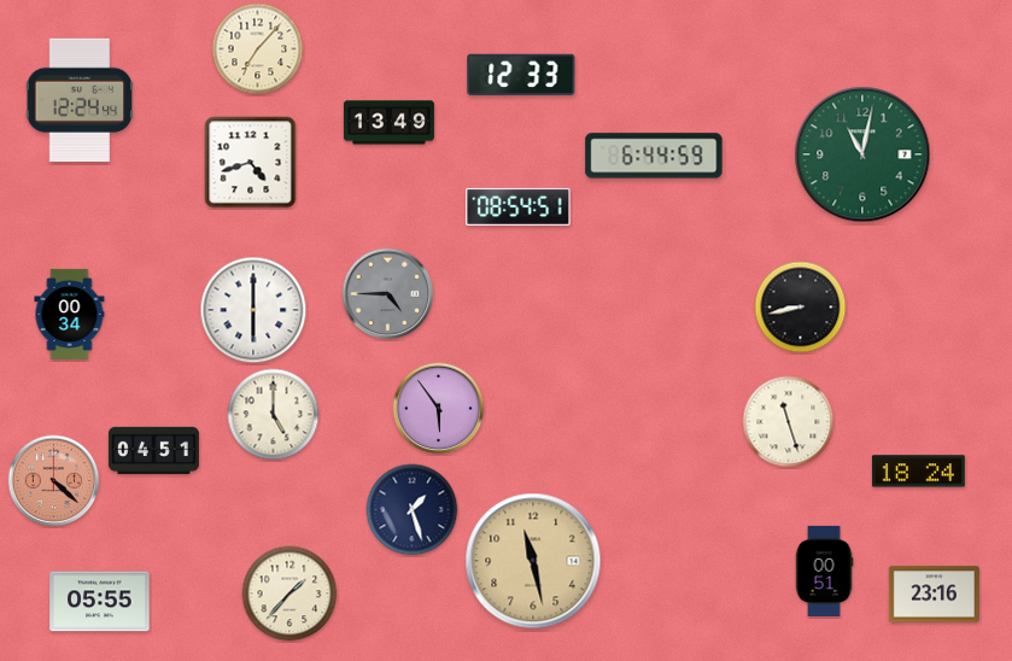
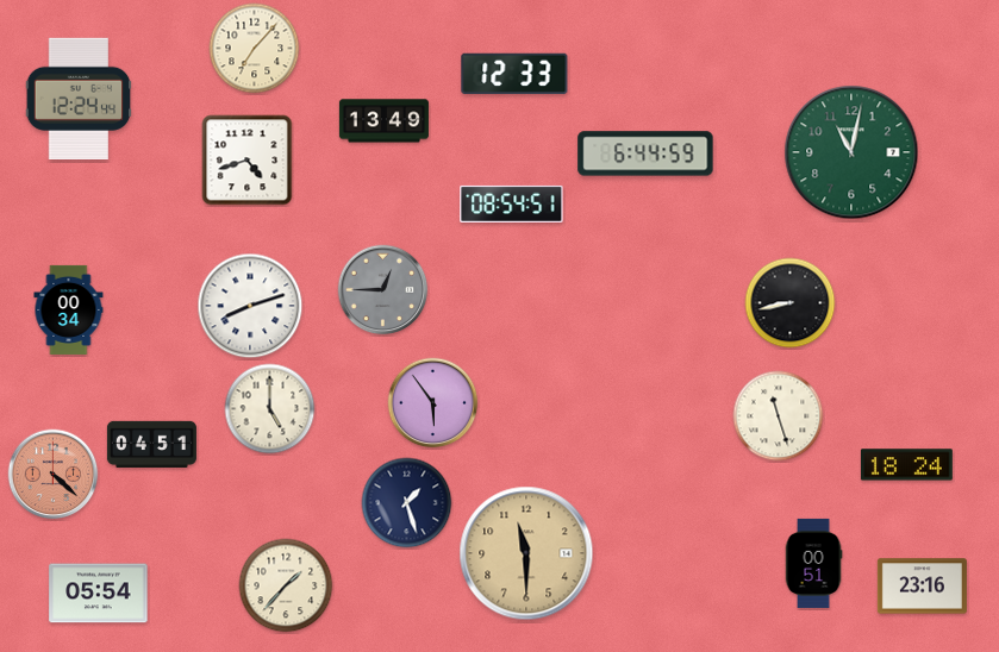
clock at (388, 294): 4:45 -> 12:45
clock at (253, 310): 6:00 -> 8:12
clock at (533, 561): 11:28 -> 11:30
clock at (100, 602): 05:55 -> 05:54
